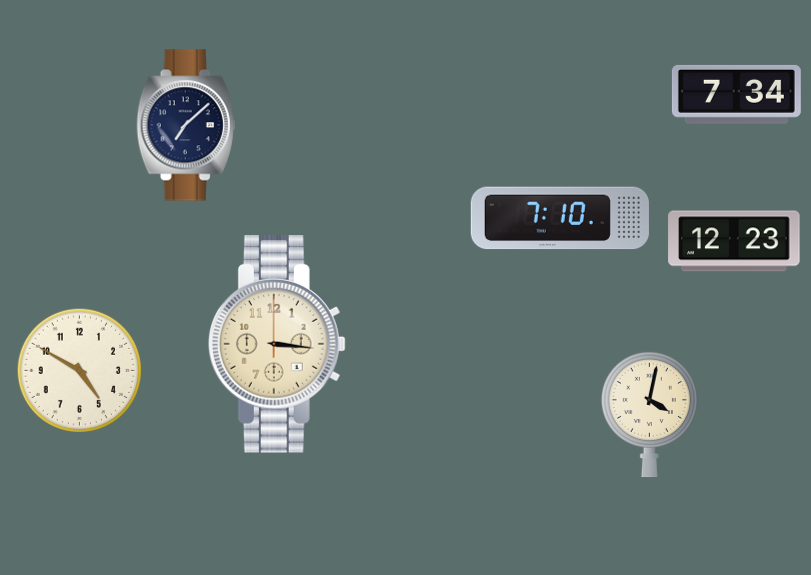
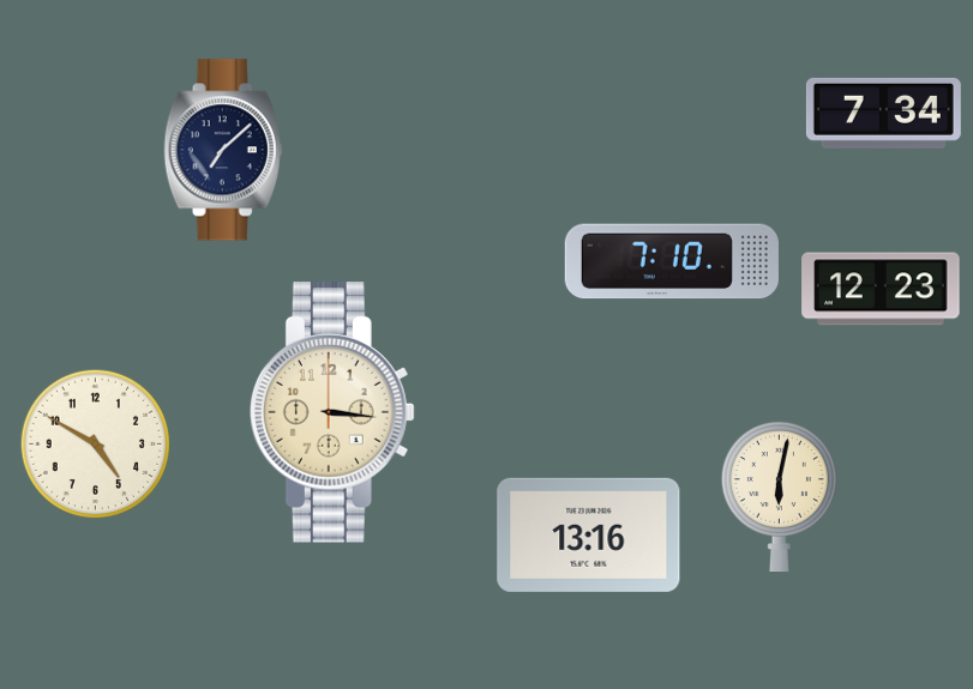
clock at (649, 414): 4:02 -> 6:02
clock at (589, 534): none -> 13:16
